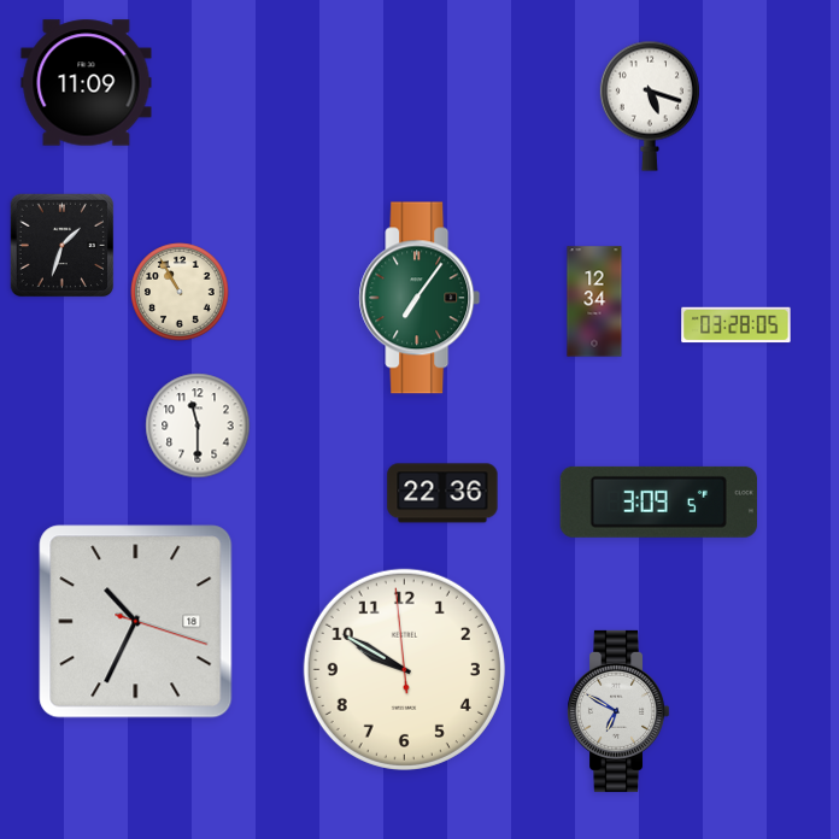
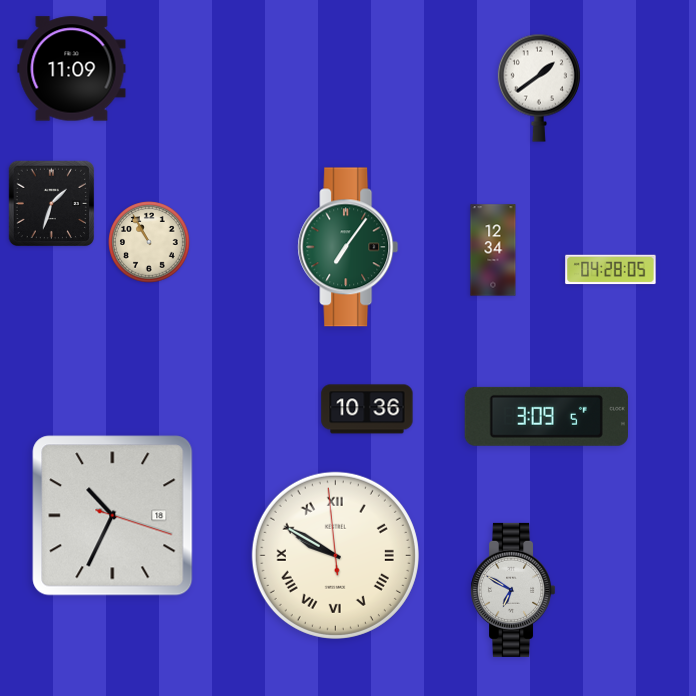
clock at (650, 106): 5:18 -> 1:39
clock at (737, 325): 03:28 -> 04:28
clock at (198, 426): 11:30 -> none
clock at (442, 493): 22:36 -> 10:36
clock at (404, 669) numerals: Arabic -> Roman
